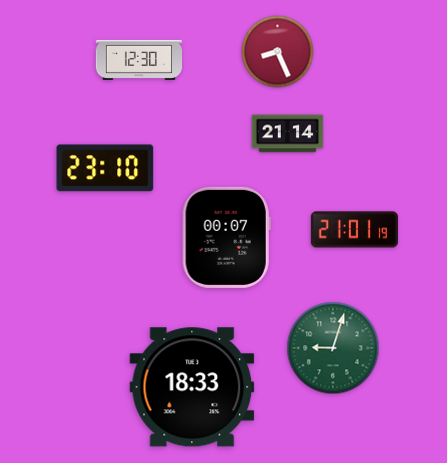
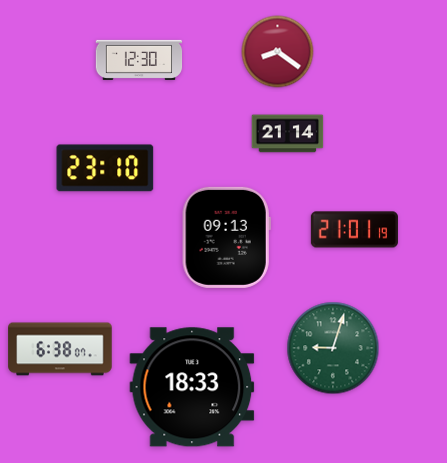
clock at (278, 52): 8:26 -> 8:21
clock at (226, 237): 00:07 -> 09:13
clock at (60, 349): none -> 6:38
